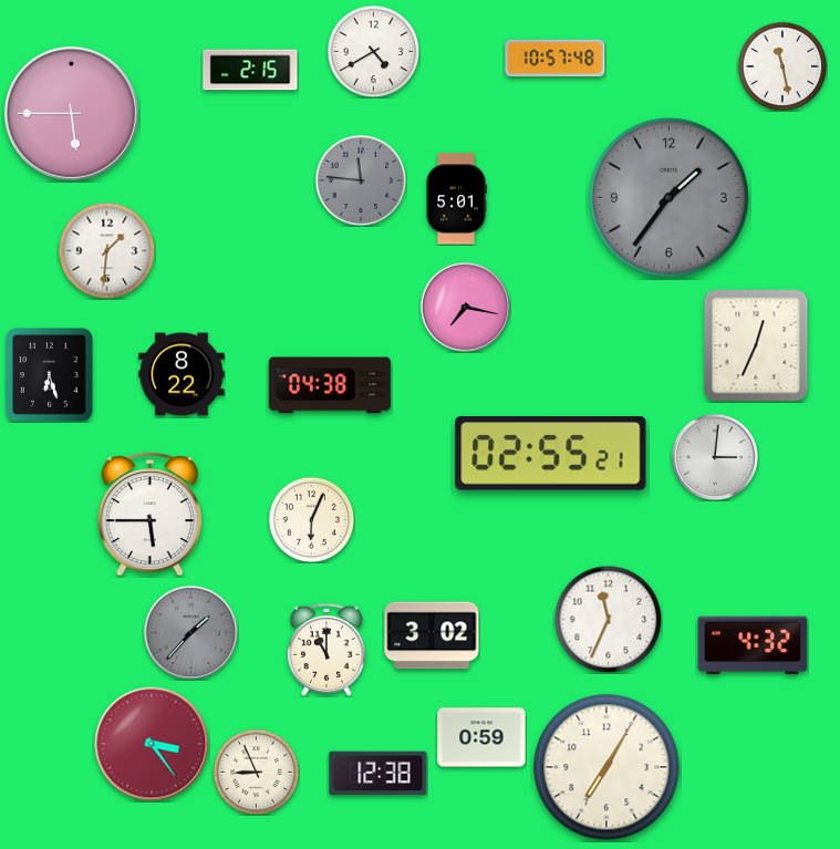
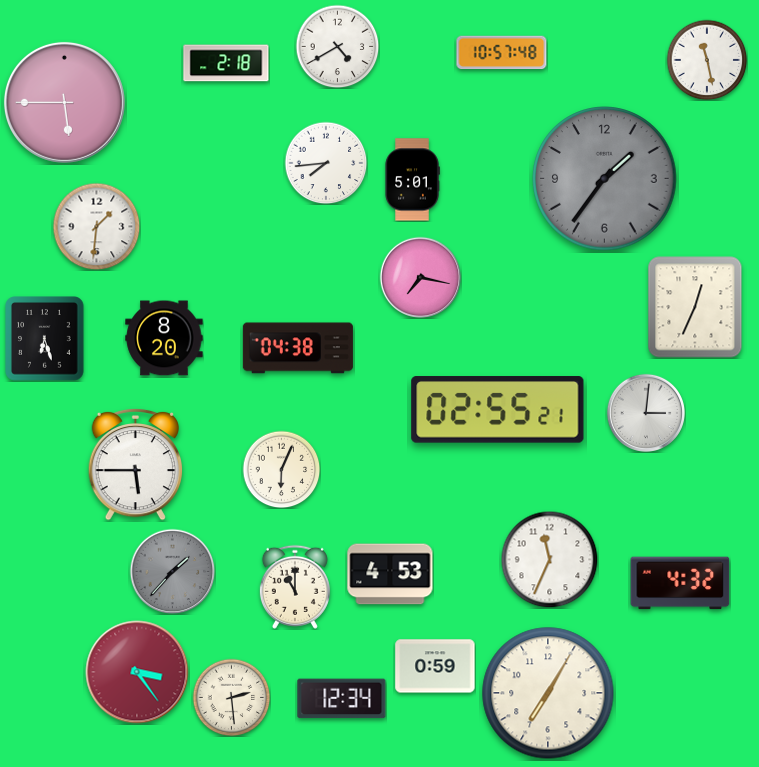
clock at (250, 70): 2:15 -> 2:18
clock at (361, 180): 11:46 -> 7:44
clock at (361, 180) dial: grey -> white
clock at (756, 345) position: (756, 345) -> (695, 307)
clock at (182, 374): 8:22 -> 8:20
clock at (432, 635): 3:02 -> 4:53
clock at (256, 772): 8:56 -> 2:29
clock at (378, 774): 12:38 -> 12:34
